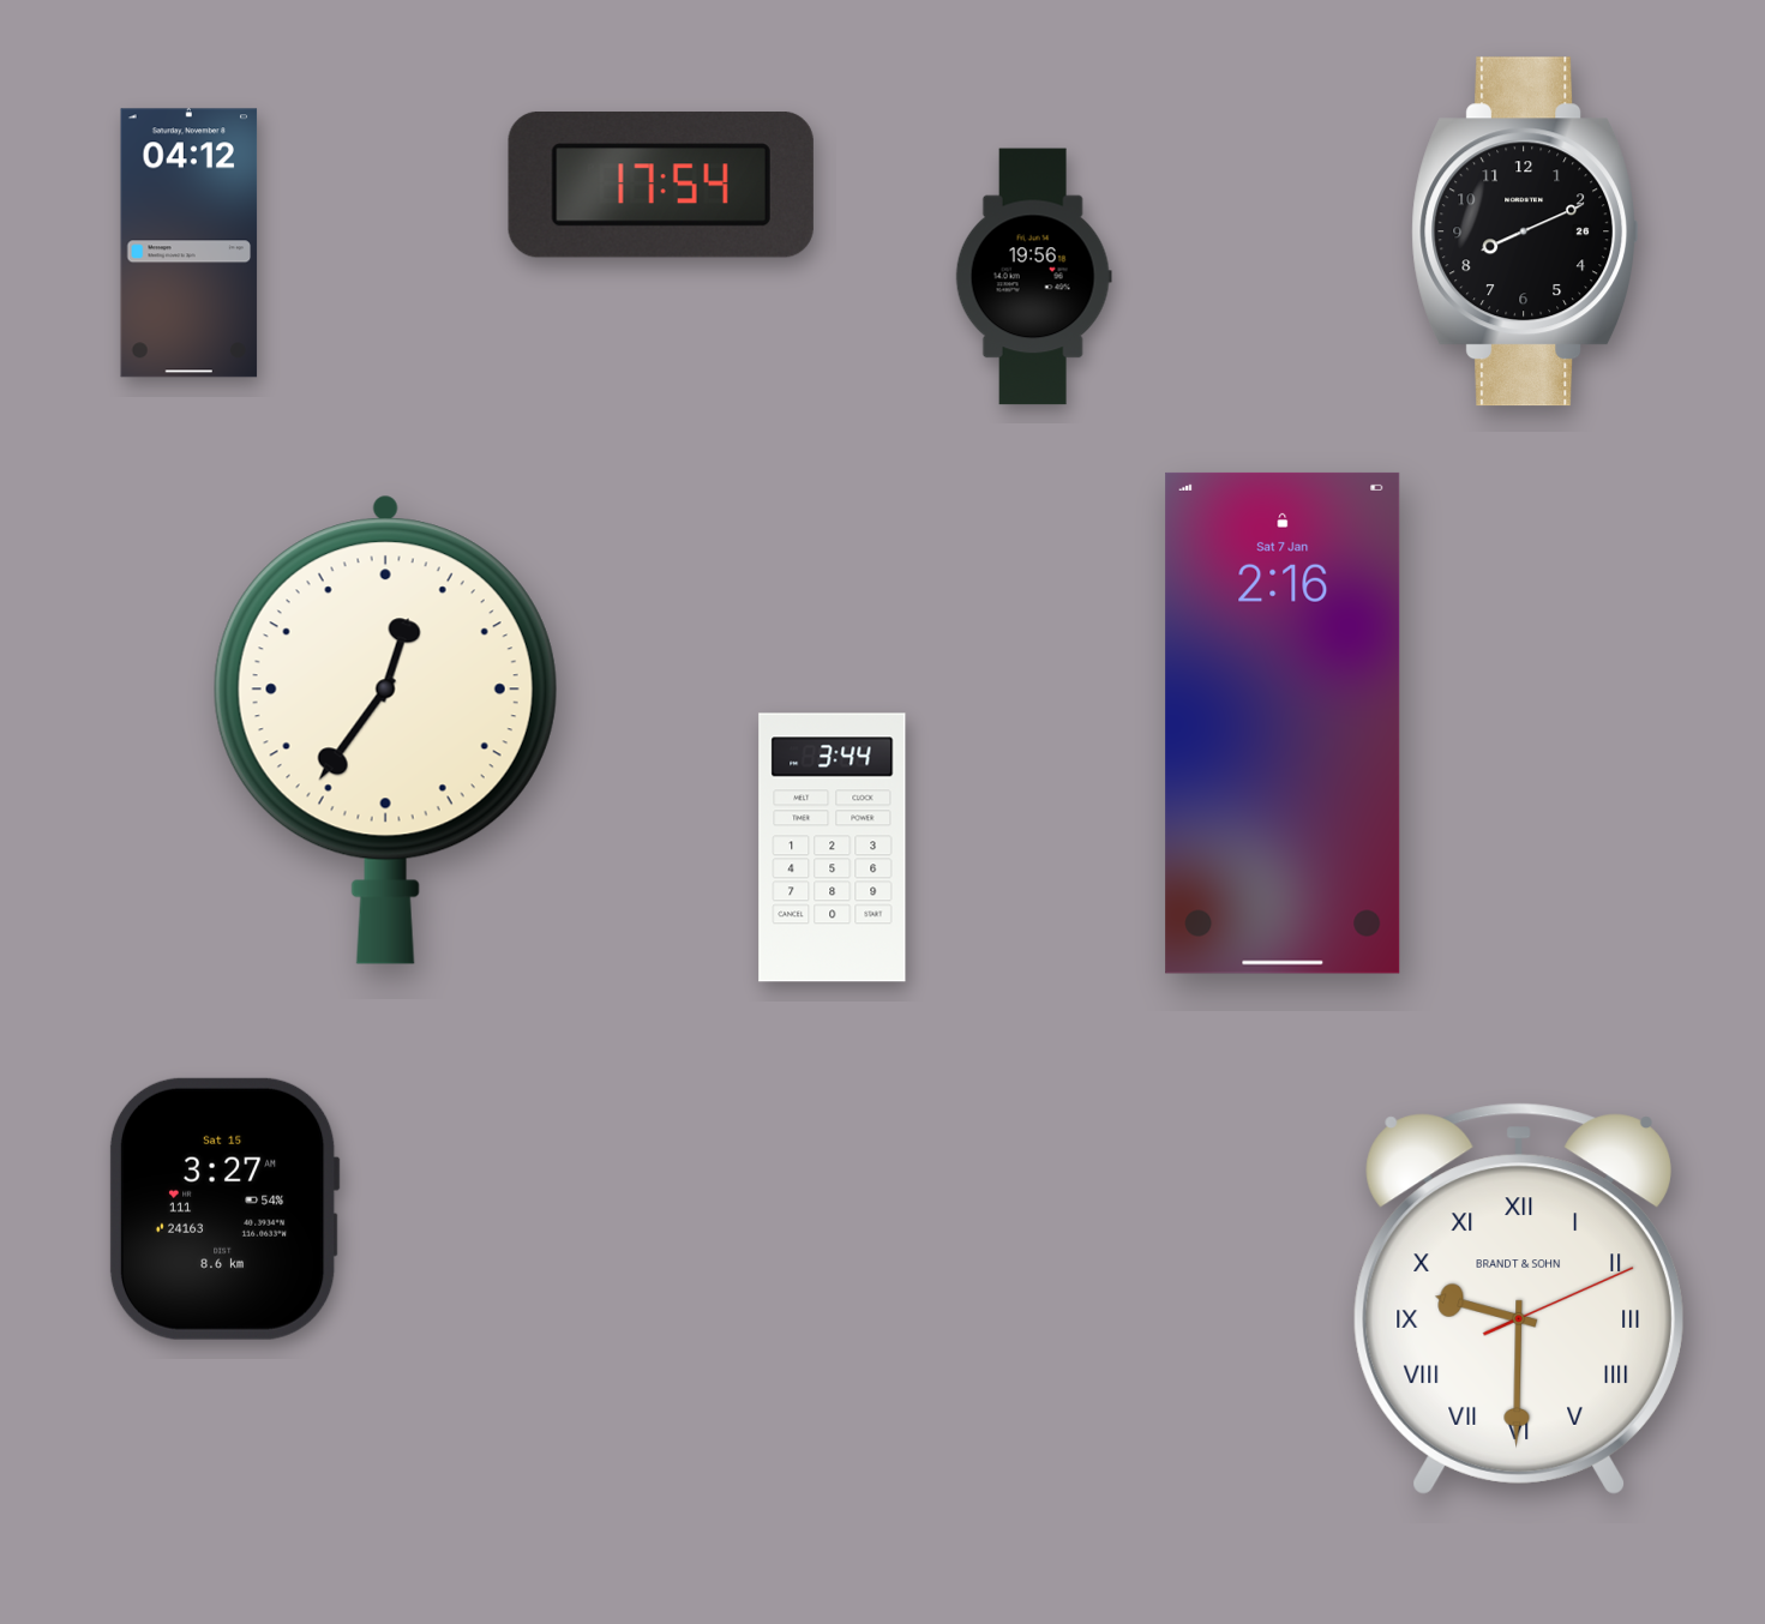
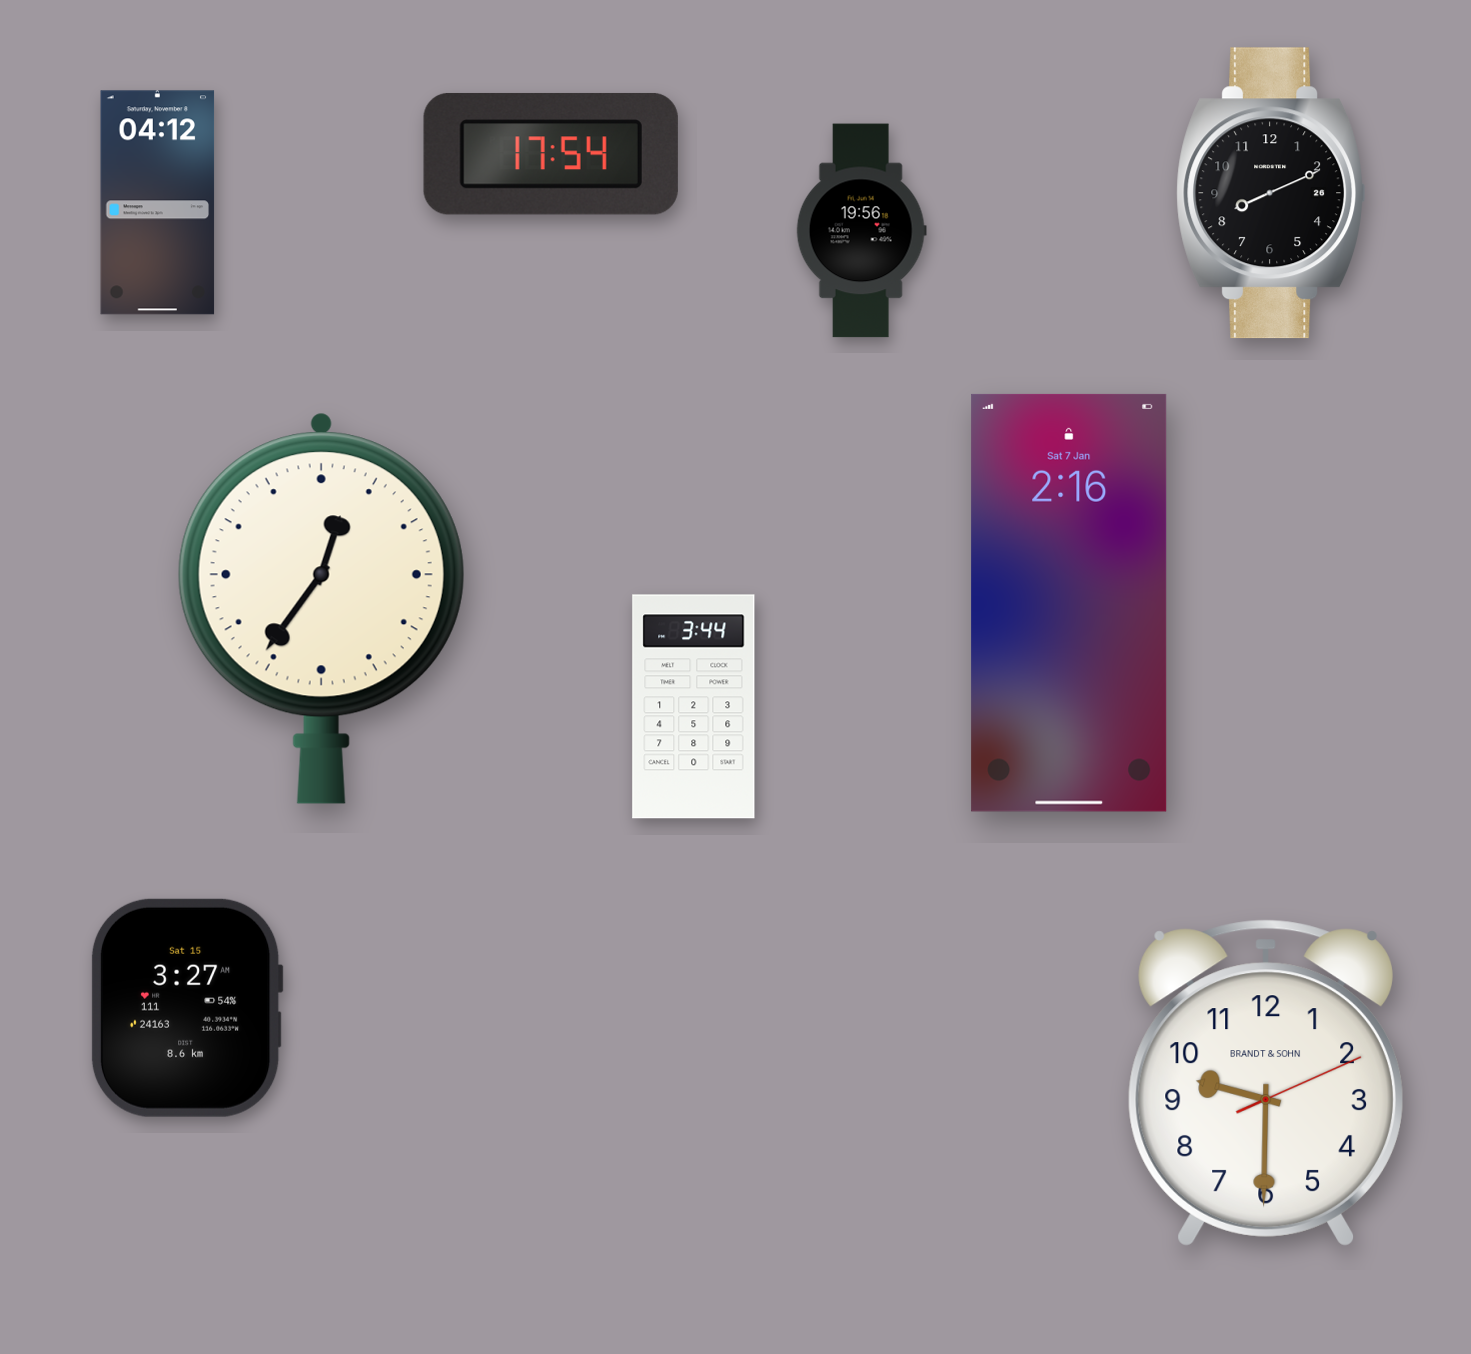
clock at (1519, 1299) numerals: Roman -> Arabic
